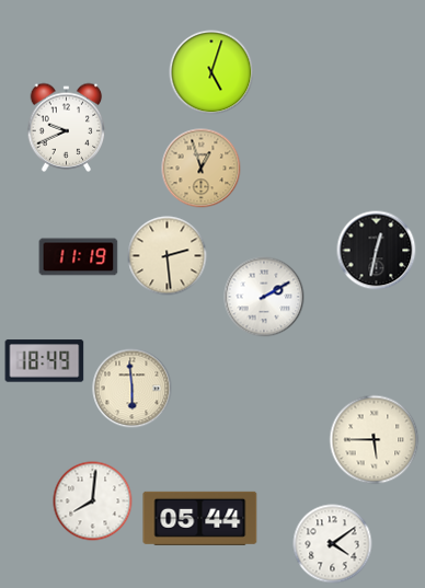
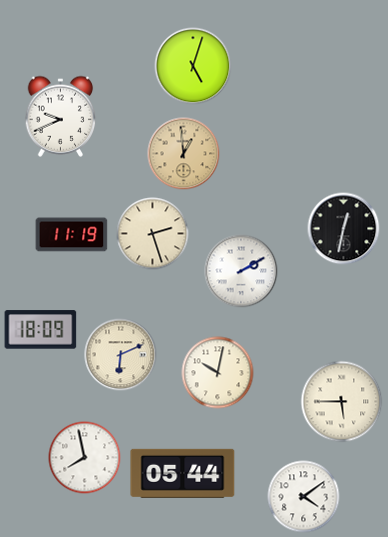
clock at (202, 169): 12:57 -> 12:59
clock at (168, 256): 2:29 -> 2:27
clock at (45, 361): 18:49 -> 18:09
clock at (133, 389): 5:59 -> 6:11
clock at (218, 373): none -> 10:02
clock at (93, 501): 8:01 -> 7:58
